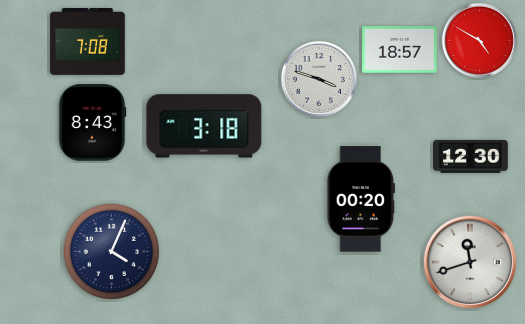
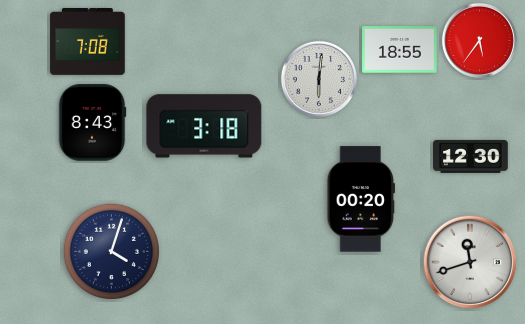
clock at (479, 40): 4:50 -> 5:36
clock at (400, 50): 18:57 -> 18:55
clock at (319, 79): 3:48 -> 6:01
clock at (111, 251): 4:04 -> 4:03
